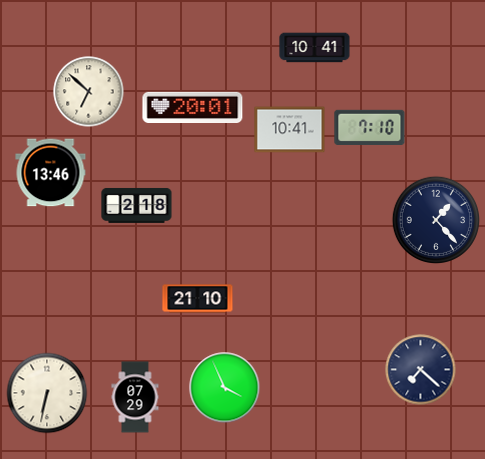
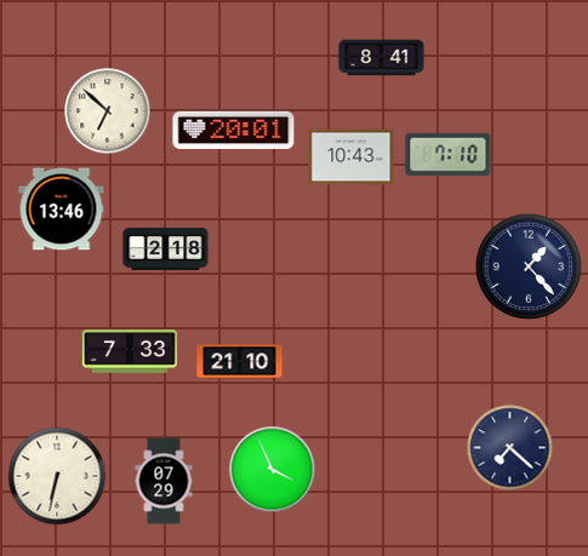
clock at (315, 48): 10:41 -> 8:41
clock at (290, 130): 10:41 -> 10:43
clock at (130, 351): none -> 7:33
